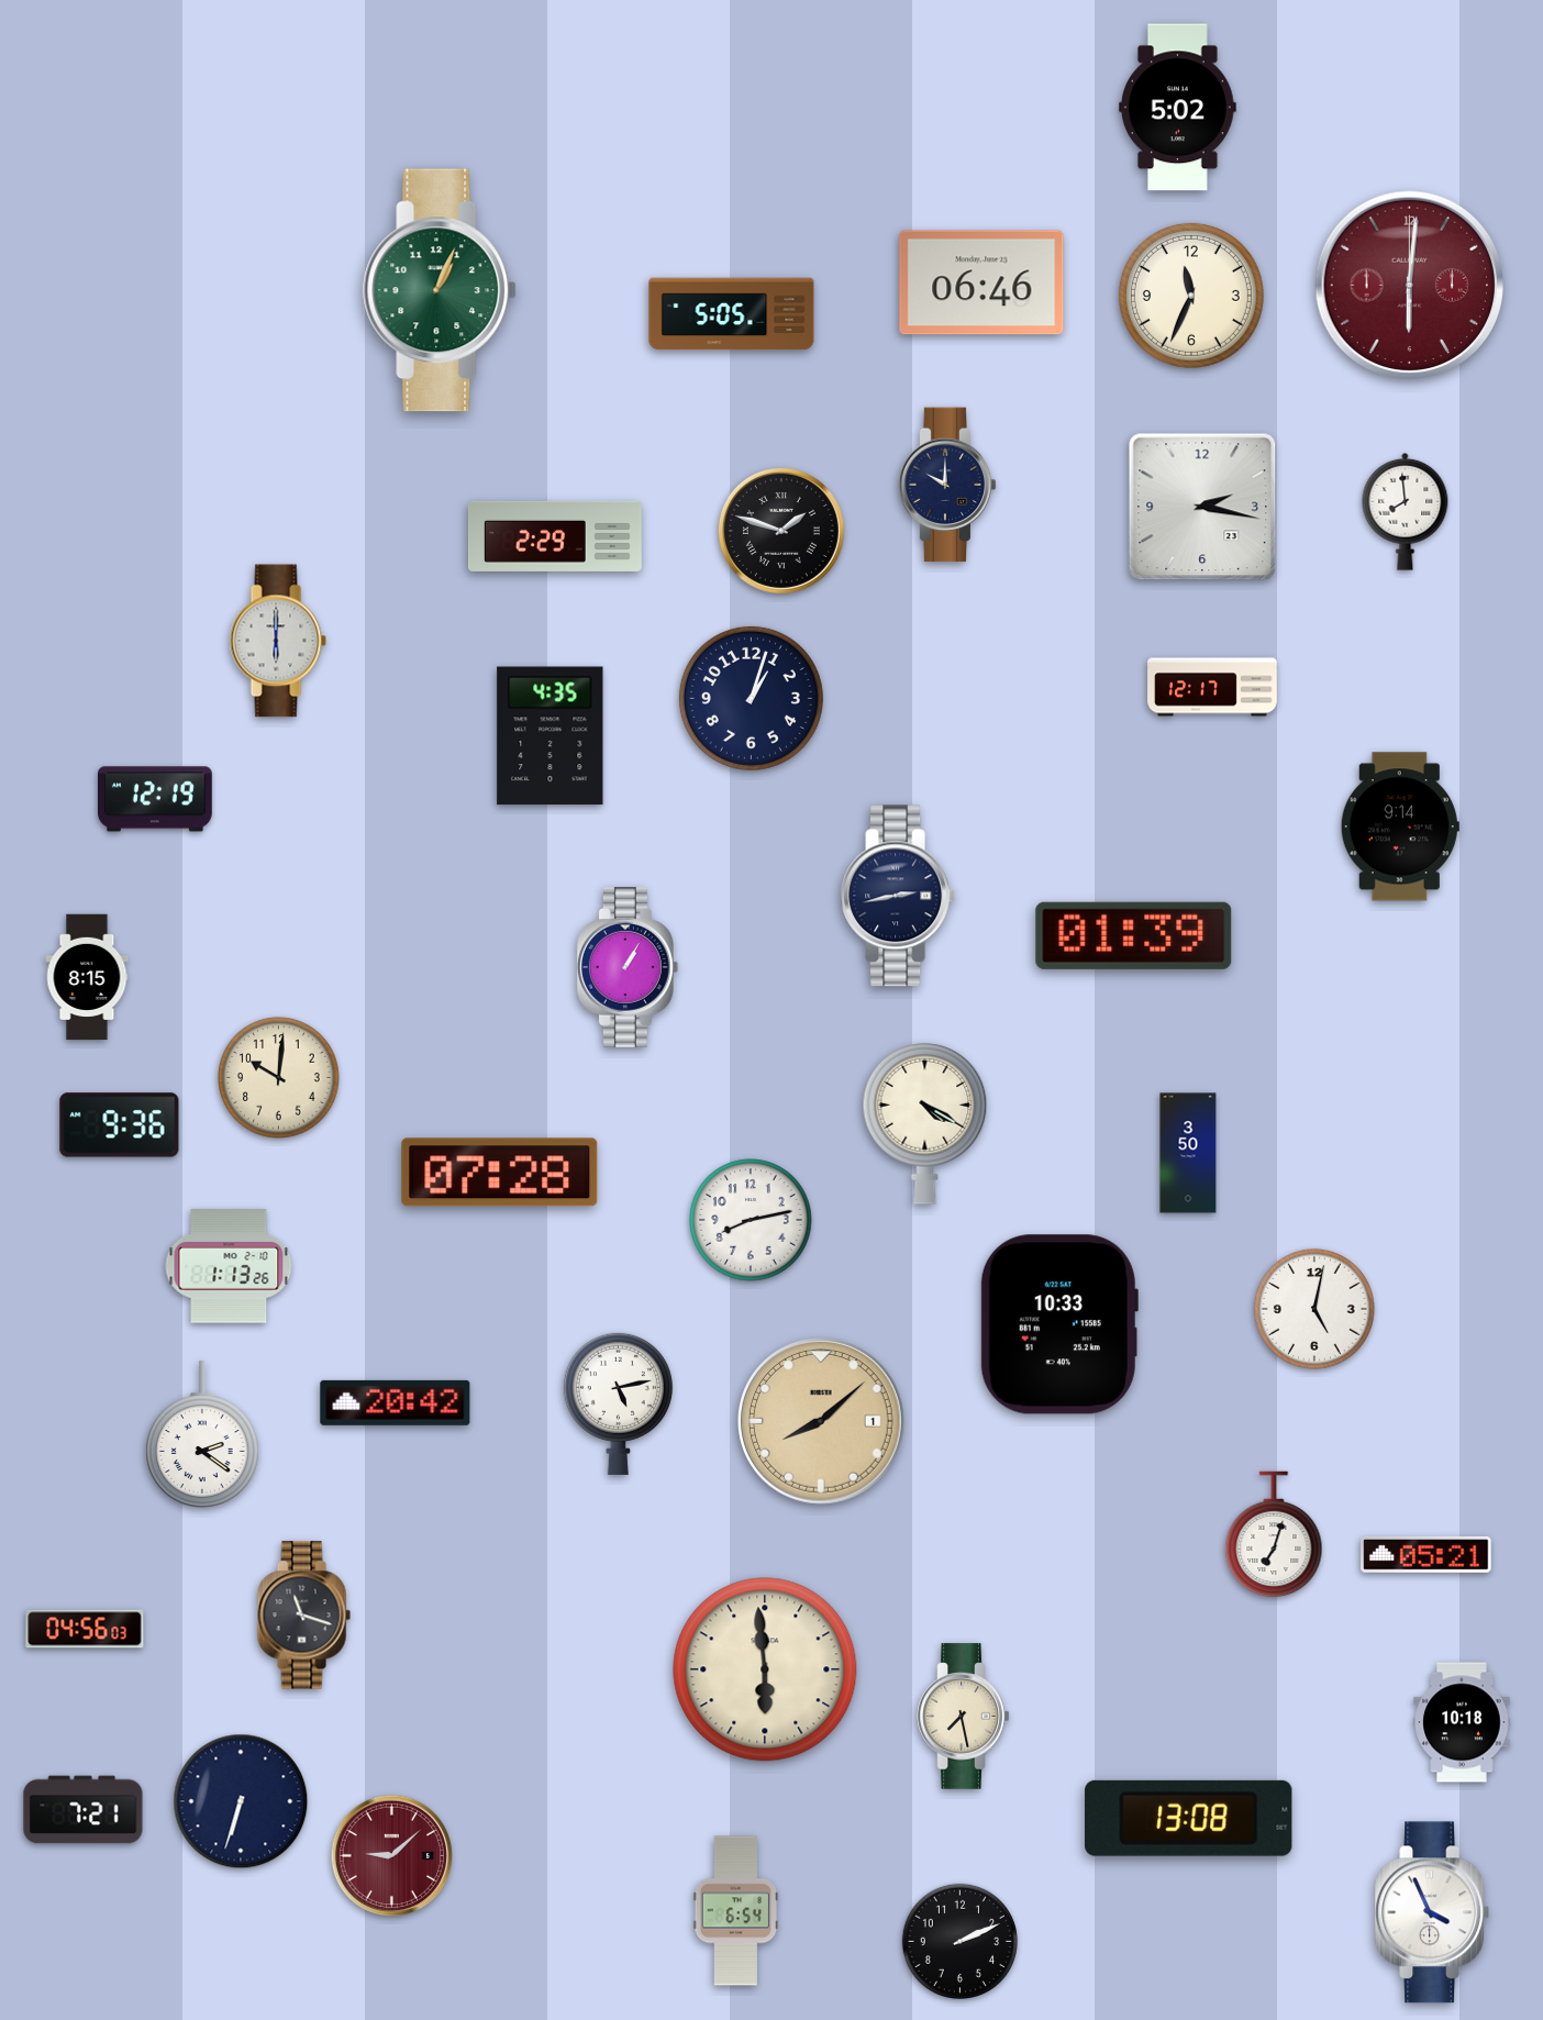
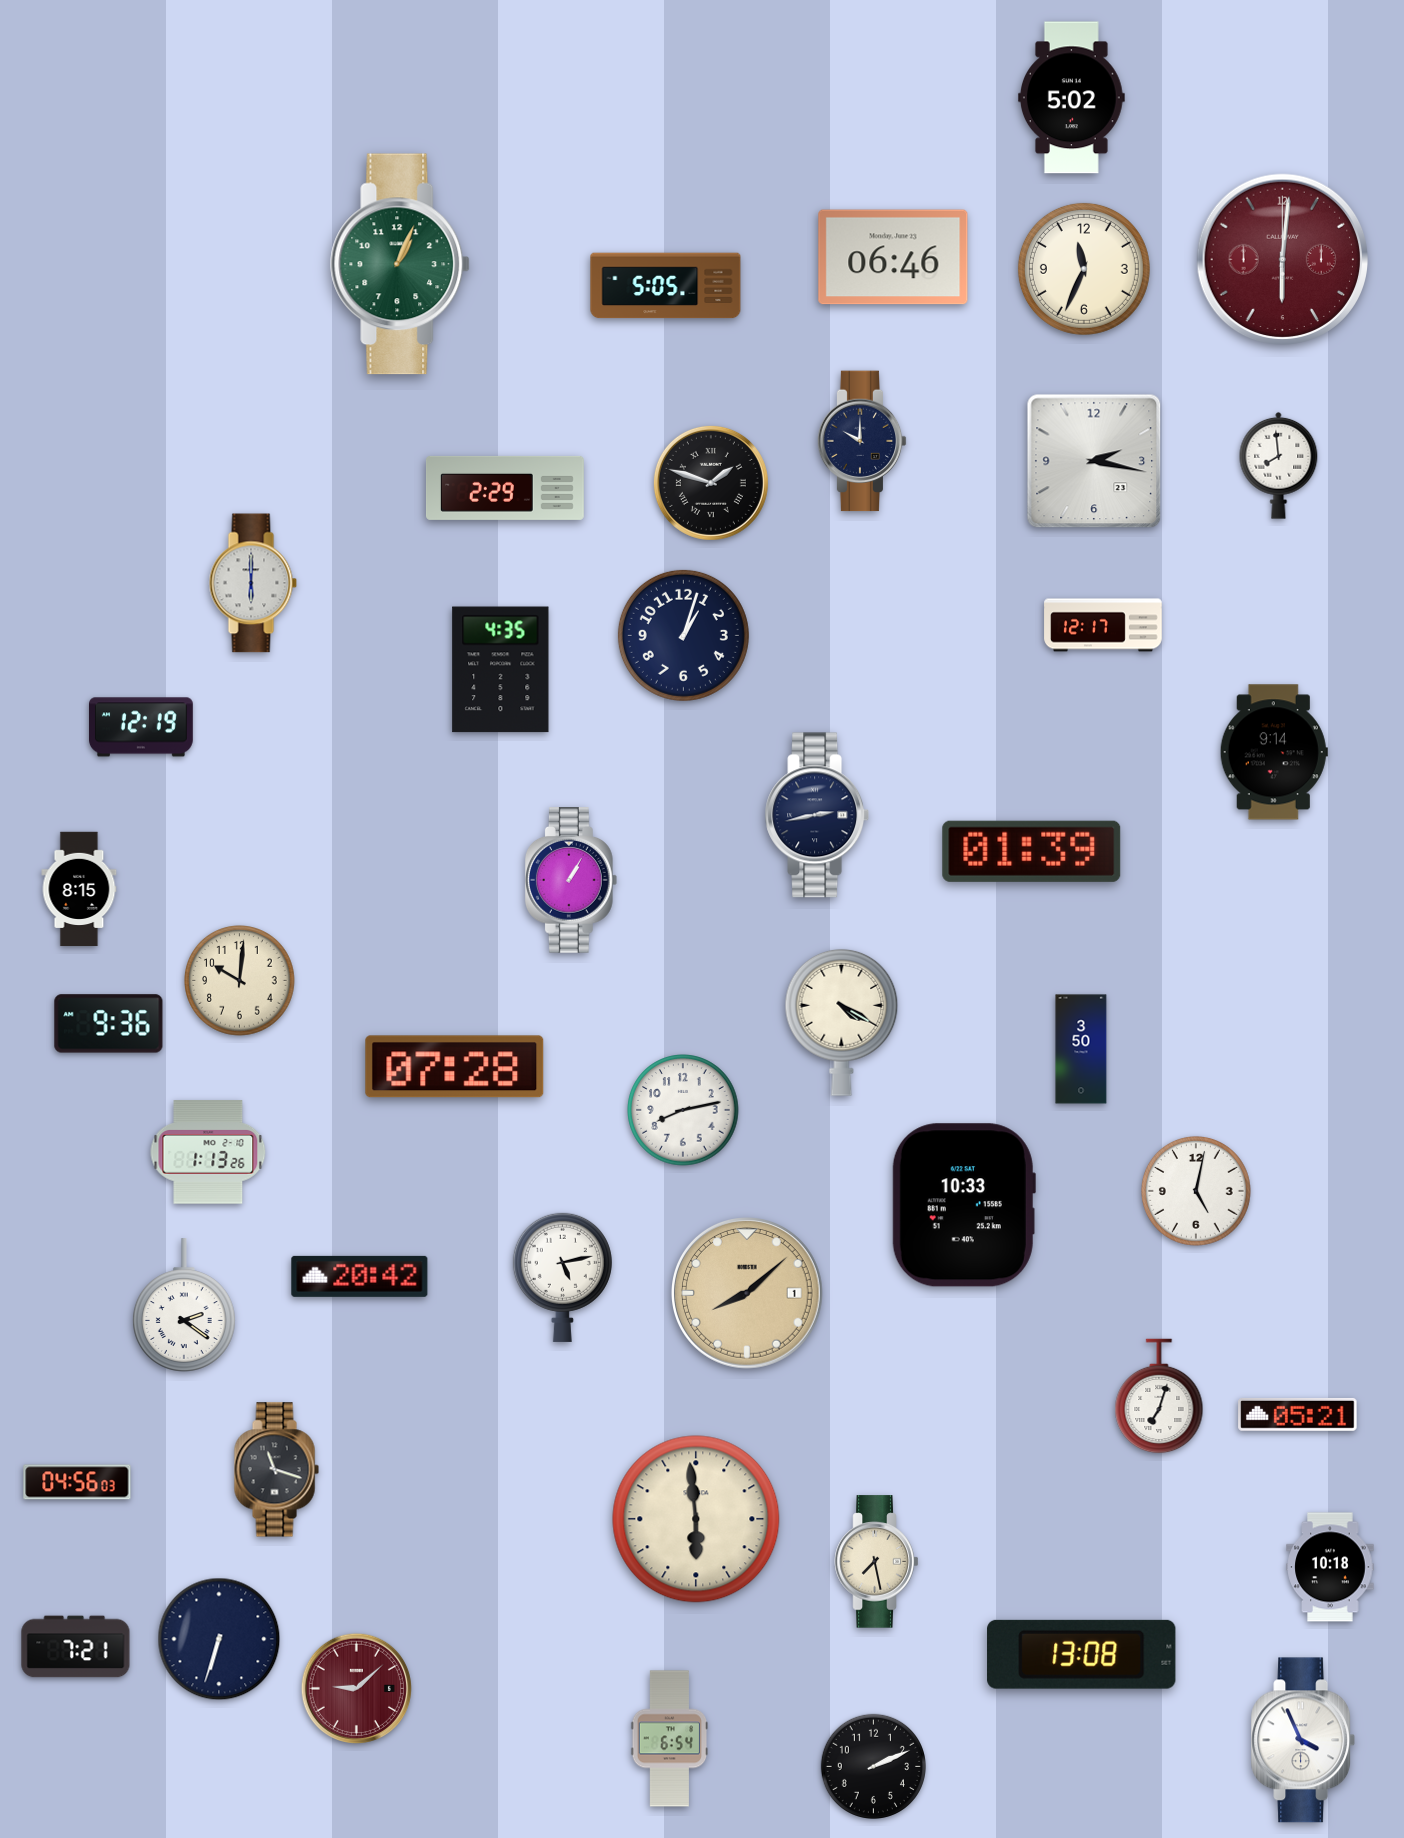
clock at (279, 1078) position: (279, 1078) -> (240, 981)
